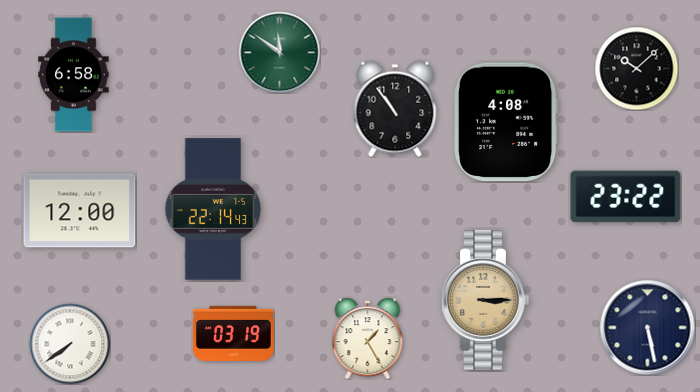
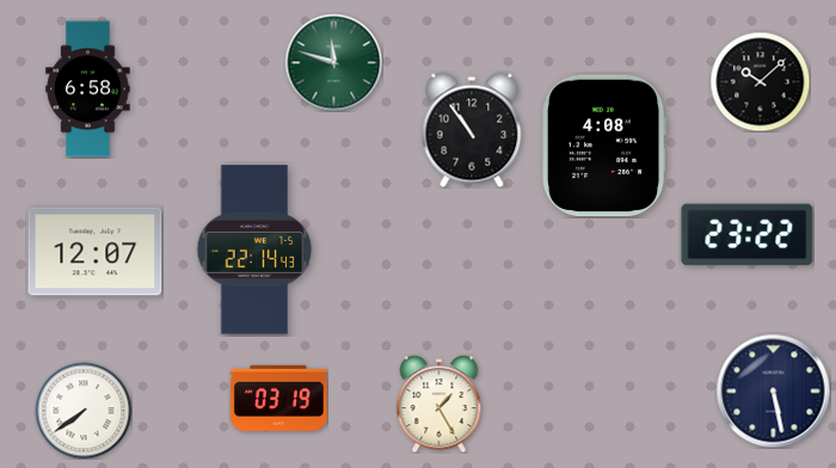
clock at (279, 52): 11:51 -> 11:48
clock at (80, 211): 12:00 -> 12:07
clock at (485, 300): 3:15 -> none
